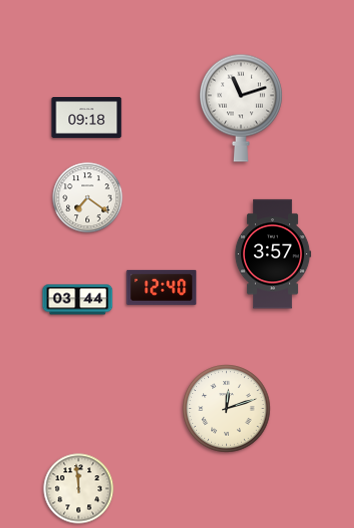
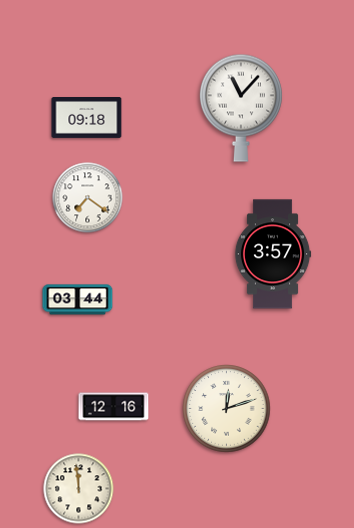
clock at (241, 108): 11:12 -> 11:07
clock at (162, 287): 12:40 -> none
clock at (114, 407): none -> 12:16
